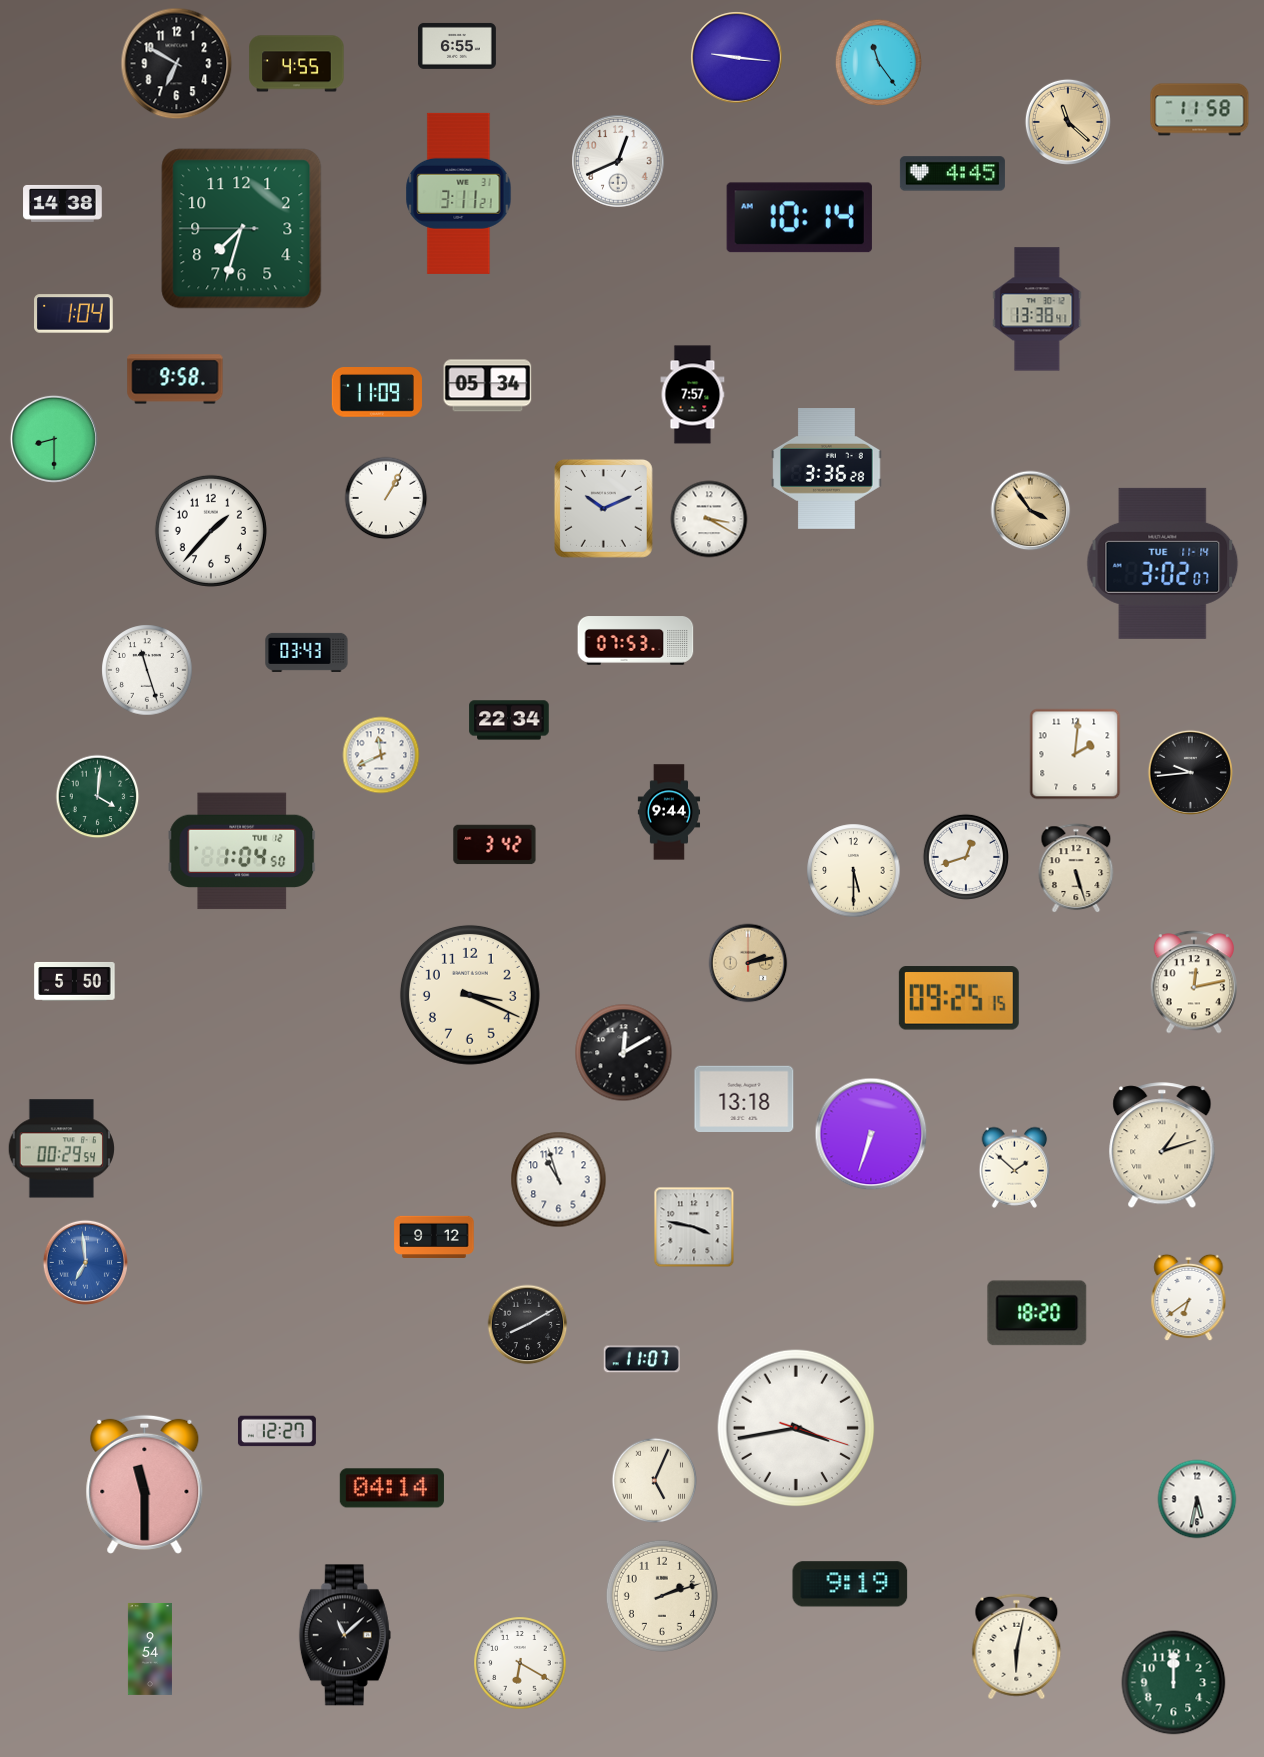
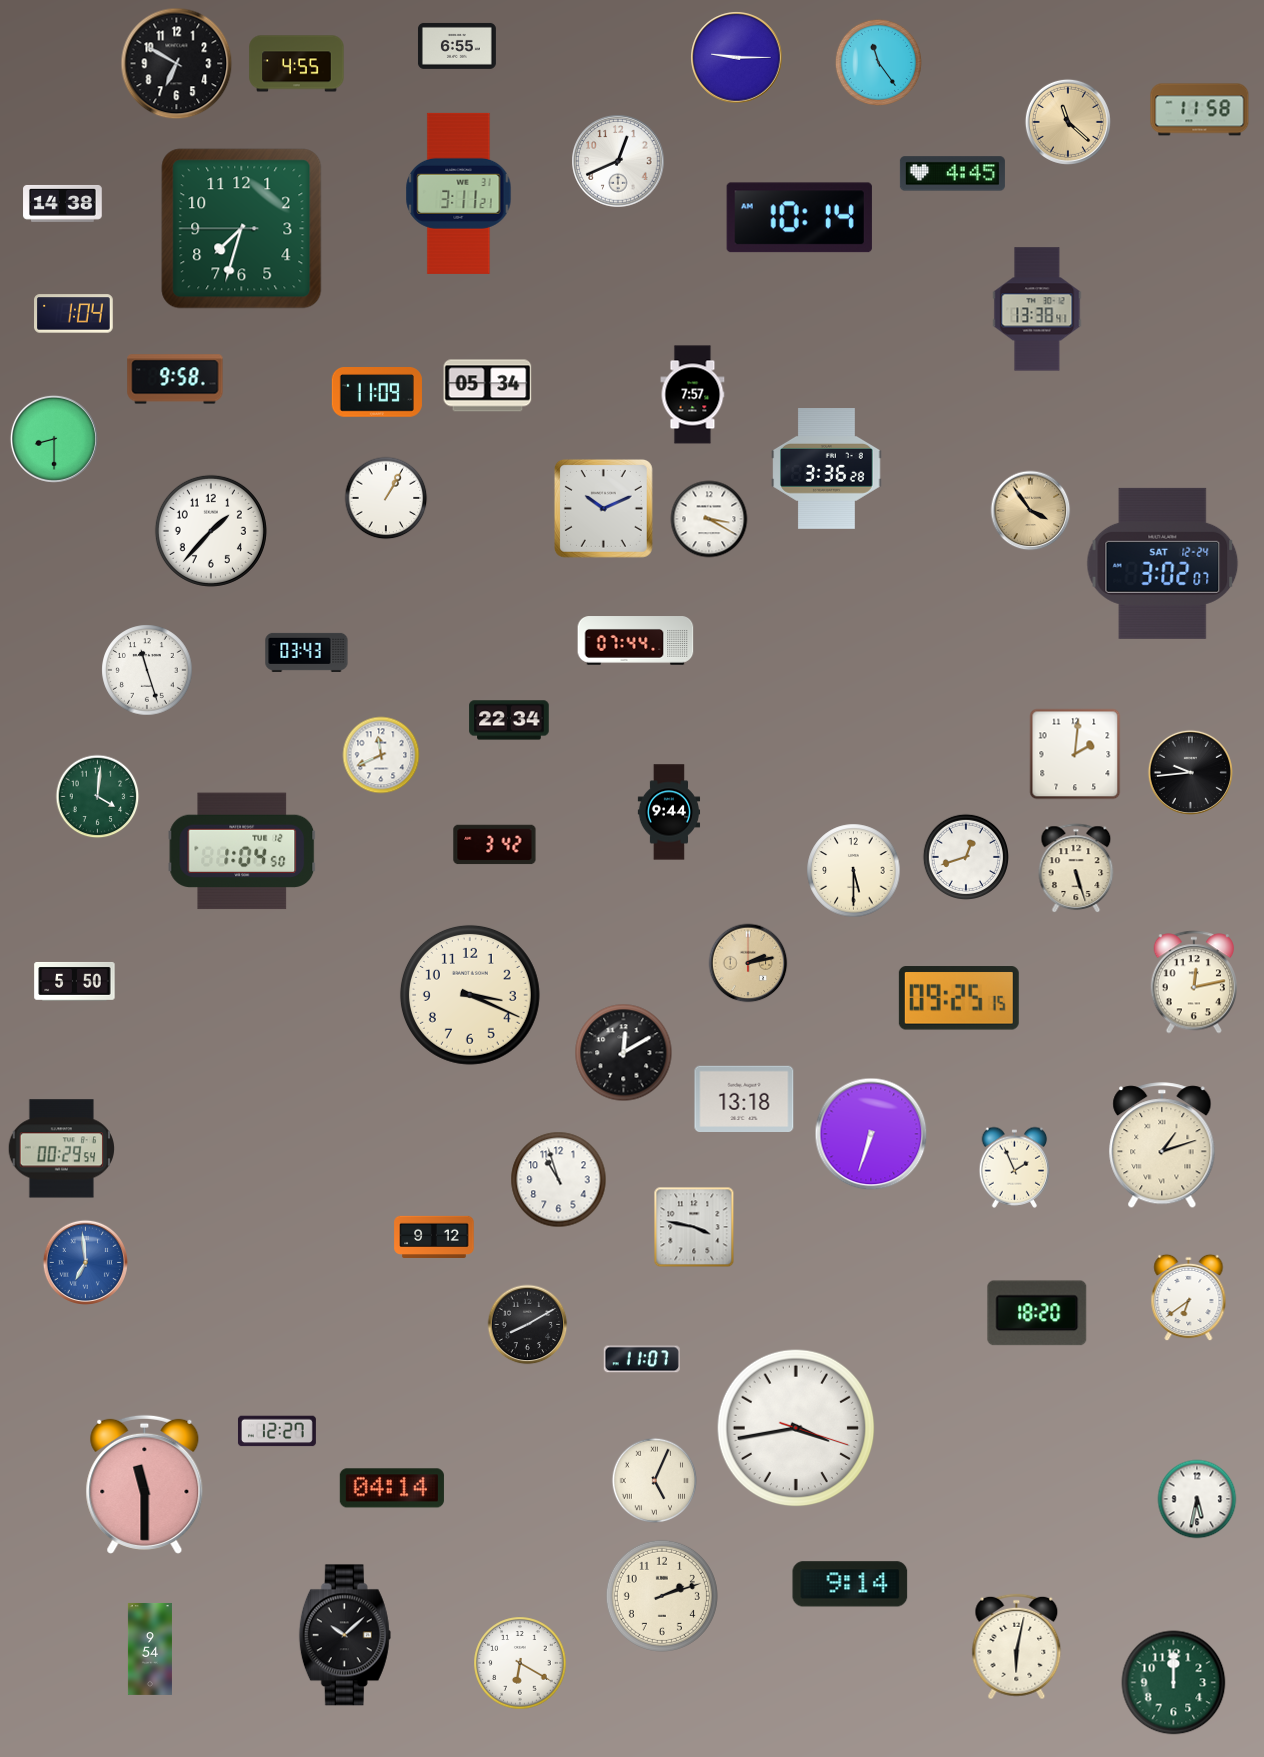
clock at (737, 58): 9:16 -> 9:15
clock at (1163, 563) date: TUE 11-14 -> SAT 12-24
clock at (636, 641): 07:53 -> 07:44
clock at (1015, 1167): 1:52 -> 1:56
clock at (850, 1584): 9:19 -> 9:14
clock at (345, 1635): 11:08 -> 10:08
